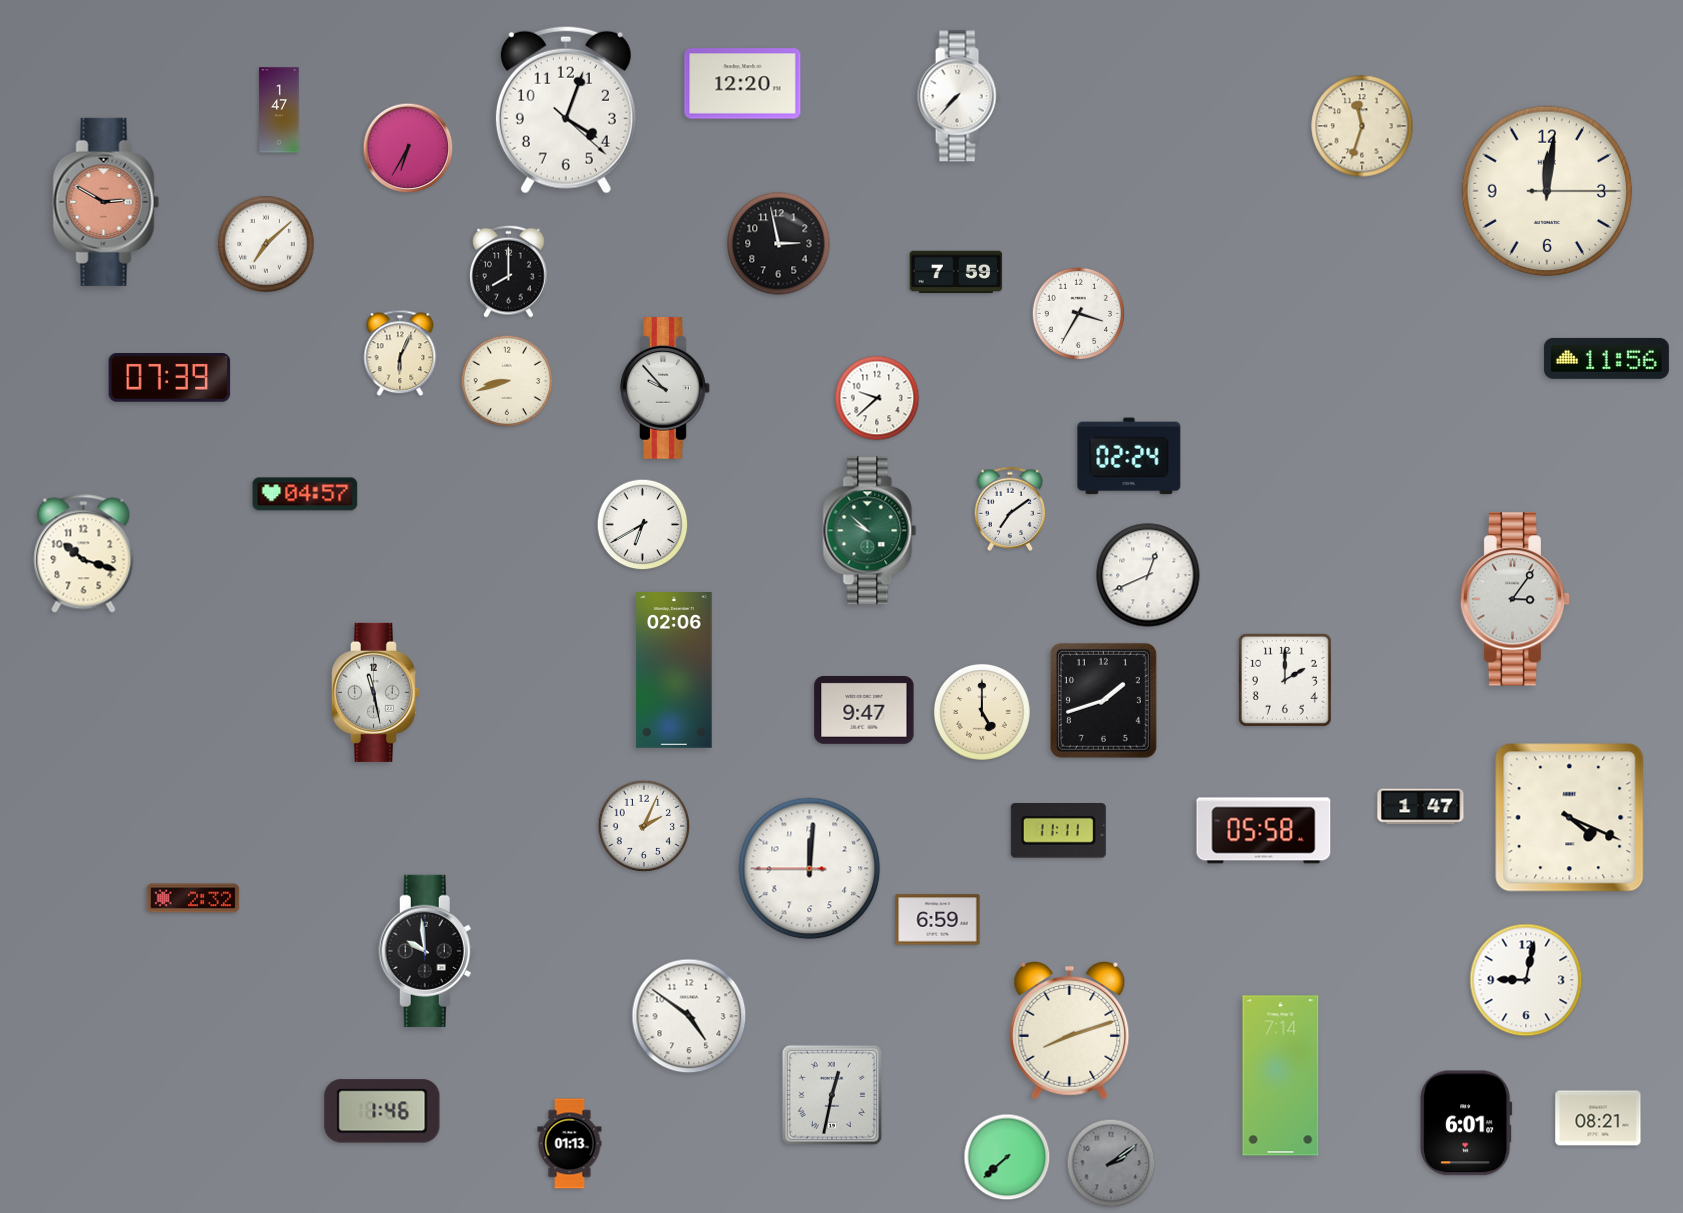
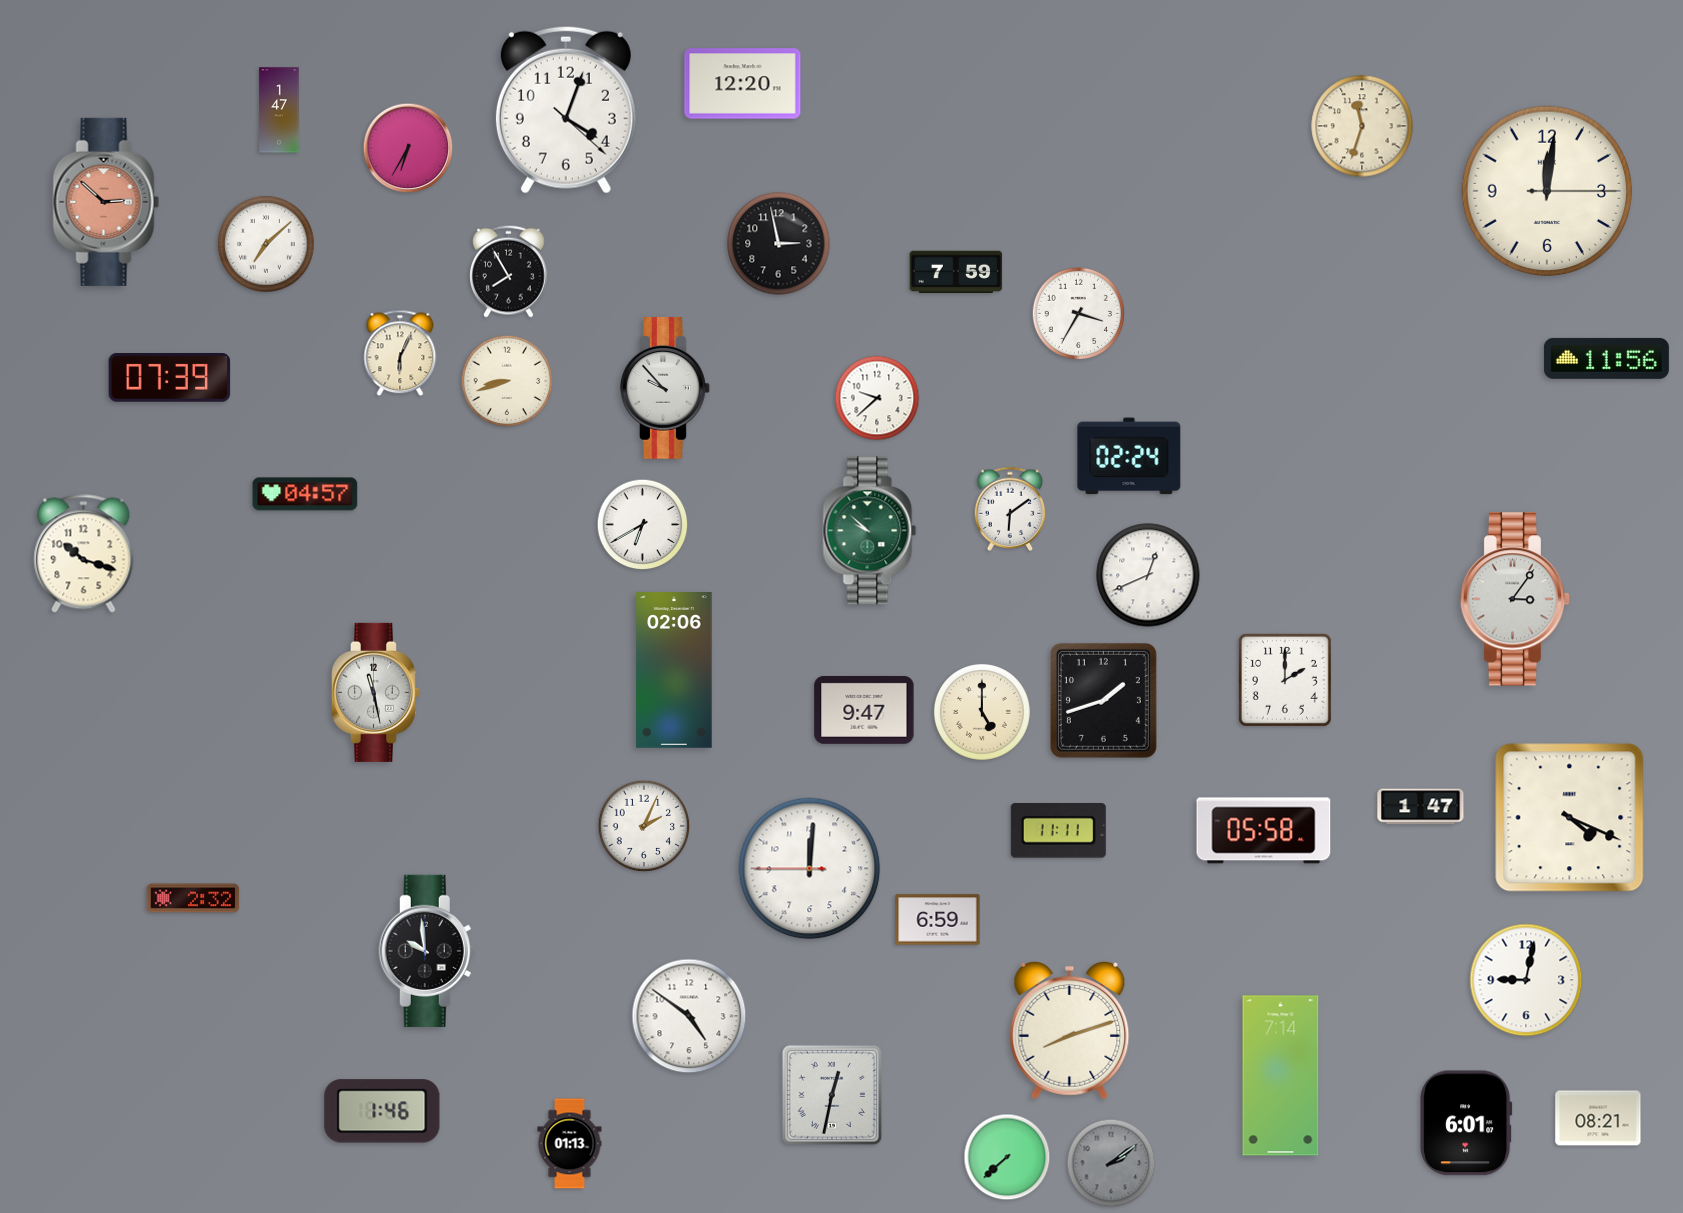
clock at (959, 96): 7:37 -> none
clock at (106, 202): 2:50 -> 2:52
clock at (509, 271): 8:00 -> 7:55
clock at (1010, 508): 7:09 -> 6:09
